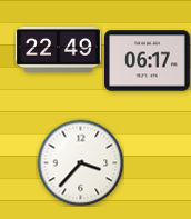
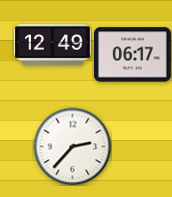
clock at (59, 50): 22:49 -> 12:49
clock at (80, 162): 3:37 -> 2:37
